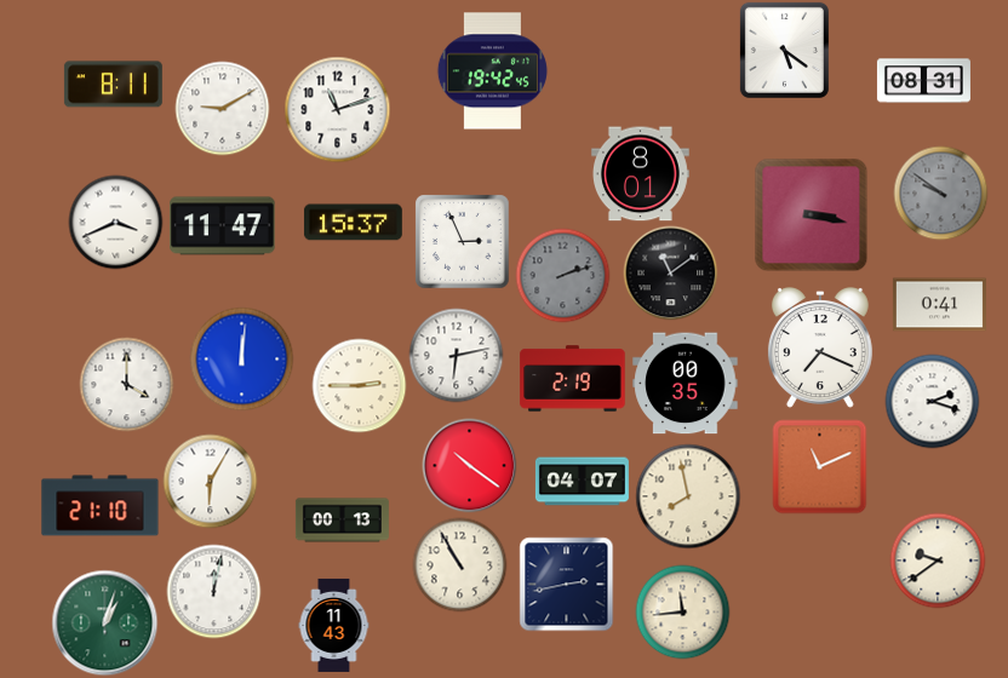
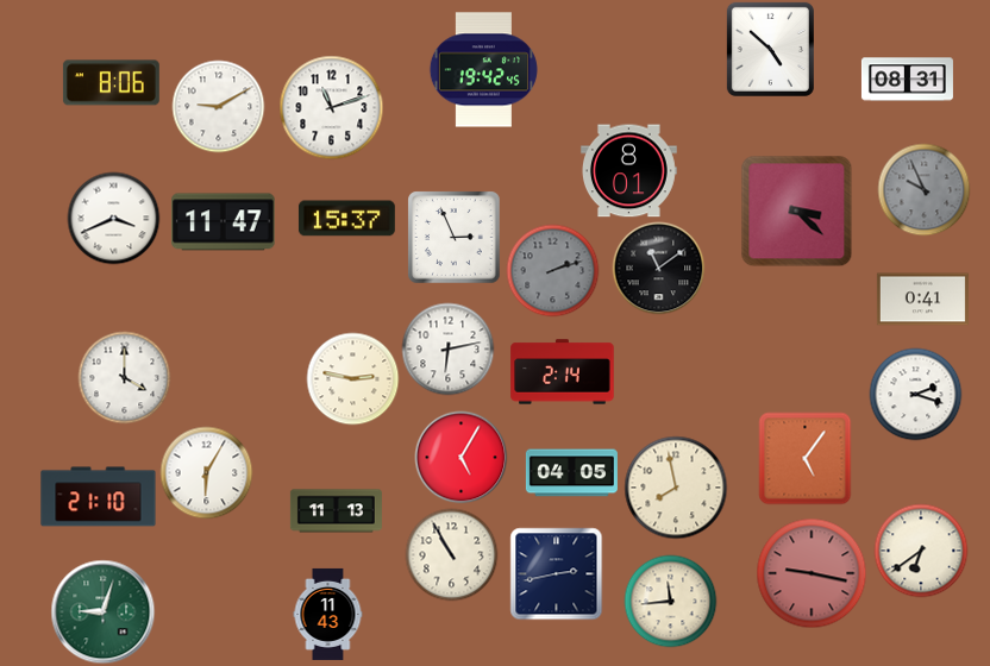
clock at (784, 50): 5:21 -> 4:52
clock at (113, 85): 8:11 -> 8:06
clock at (940, 193): 9:51 -> 9:56
clock at (811, 214): 3:17 -> 3:22
clock at (223, 226) position: (223, 226) -> (224, 222)
clock at (820, 349): 7:19 -> none
clock at (241, 358): 12:01 -> none
clock at (573, 379): 2:19 -> 2:14
clock at (686, 384): 00:35 -> none
clock at (359, 385): 2:45 -> 2:47
clock at (469, 465): 10:21 -> 5:05
clock at (819, 466): 11:11 -> 5:06
clock at (582, 482): 04:07 -> 04:05
clock at (342, 521): 00:13 -> 11:13
clock at (938, 561): 9:39 -> 6:39
clock at (812, 573): none -> 9:17
clock at (213, 591): 12:02 -> none
clock at (104, 622): 1:03 -> 9:03
